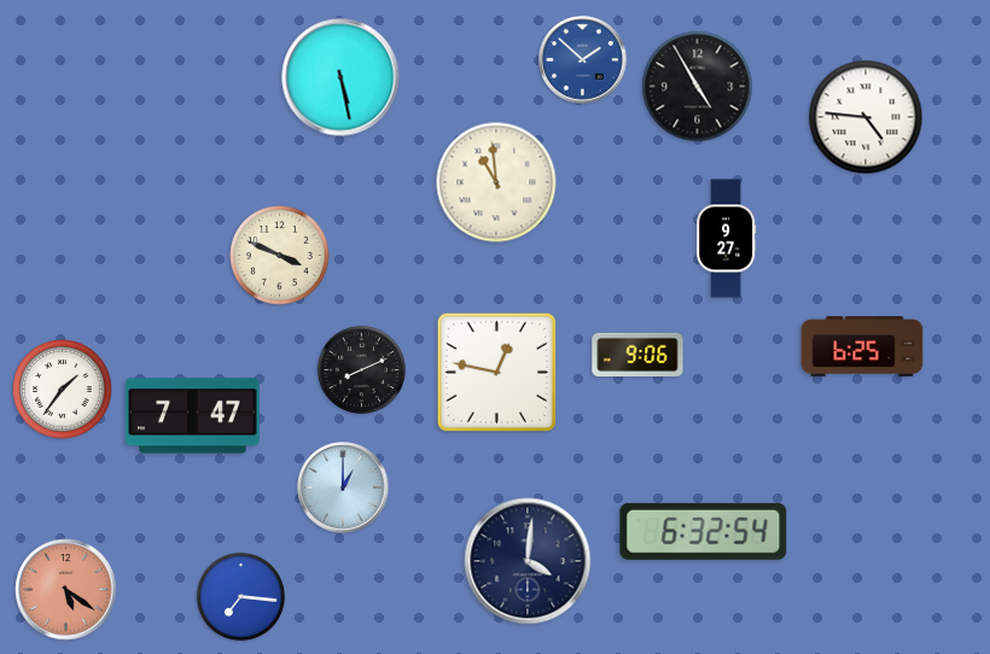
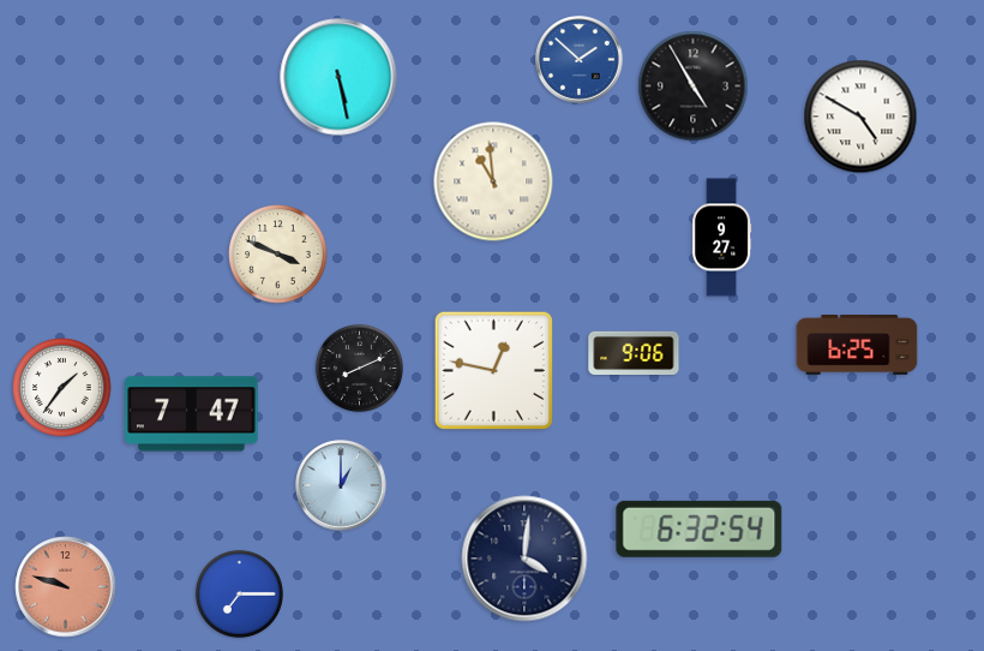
clock at (866, 117): 4:46 -> 4:50
clock at (66, 590): 5:21 -> 9:48
clock at (240, 596): 7:16 -> 7:15
